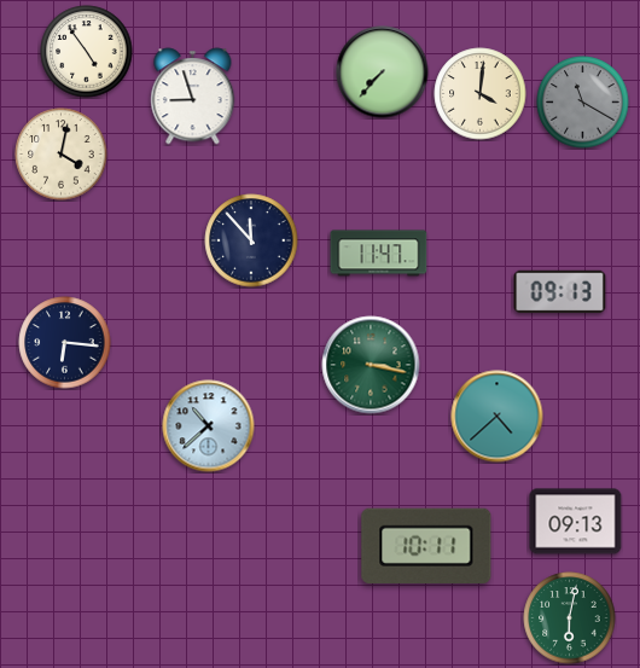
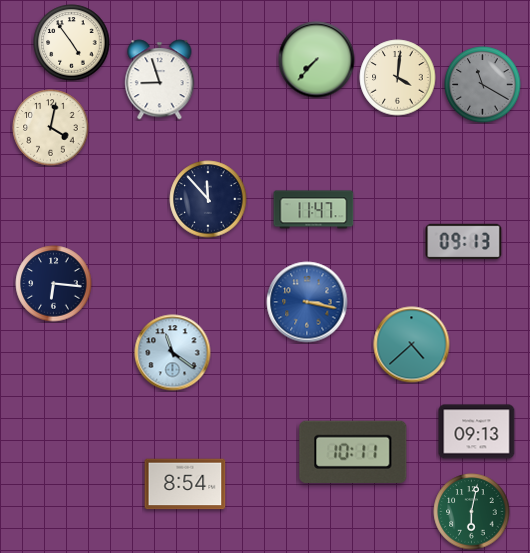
clock at (371, 365) dial: green -> blue
clock at (209, 426): 10:38 -> 11:21
clock at (185, 484): none -> 8:54
